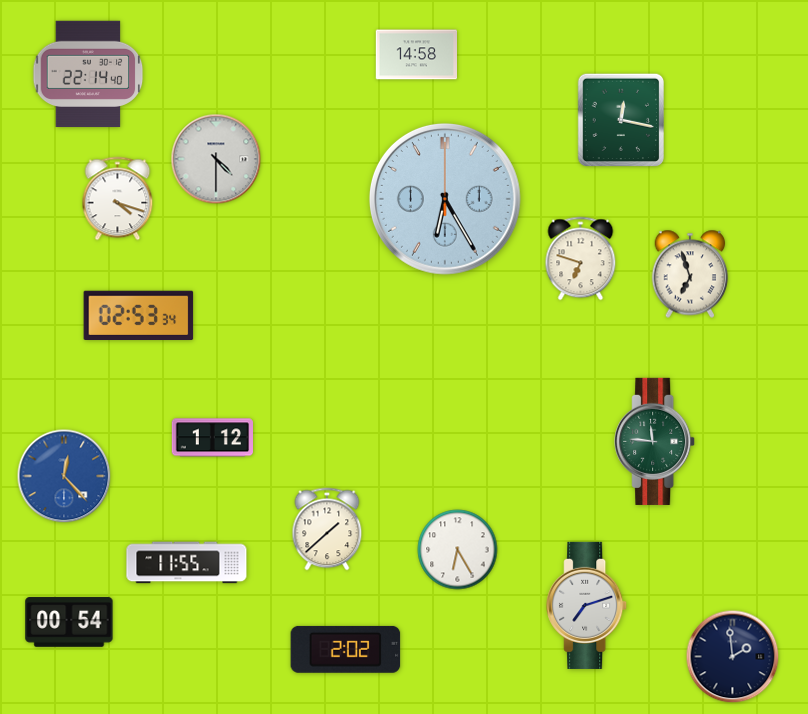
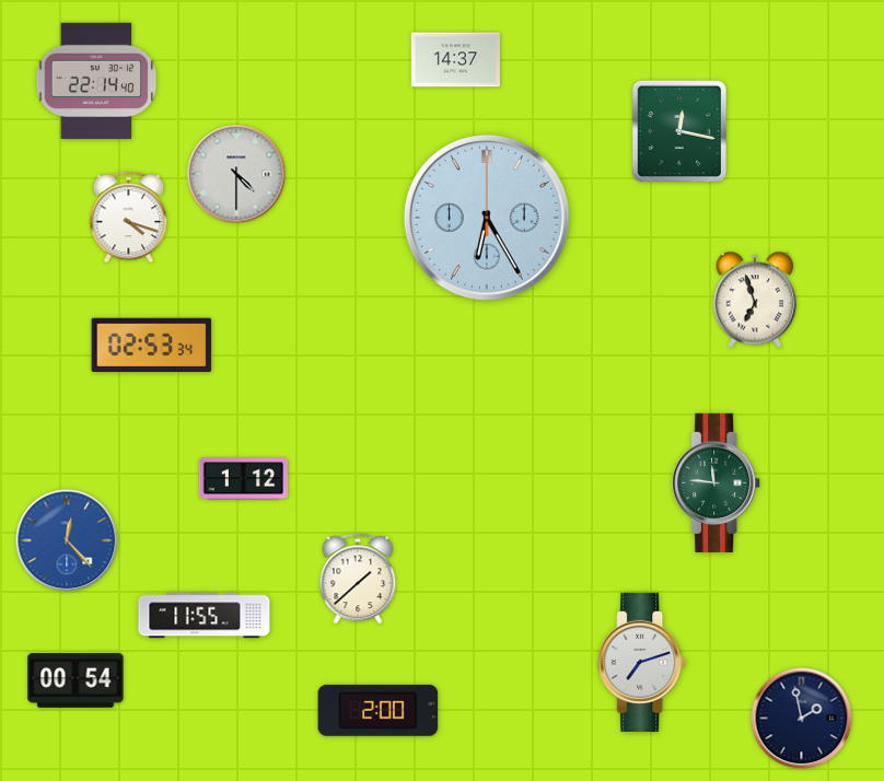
clock at (417, 55): 14:58 -> 14:37
clock at (581, 259): 6:48 -> none
clock at (212, 438) position: (212, 438) -> (243, 479)
clock at (64, 476) position: (64, 476) -> (67, 540)
clock at (458, 550): 6:25 -> none
clock at (346, 649): 2:02 -> 2:00
clock at (733, 657): 1:59 -> 1:58
